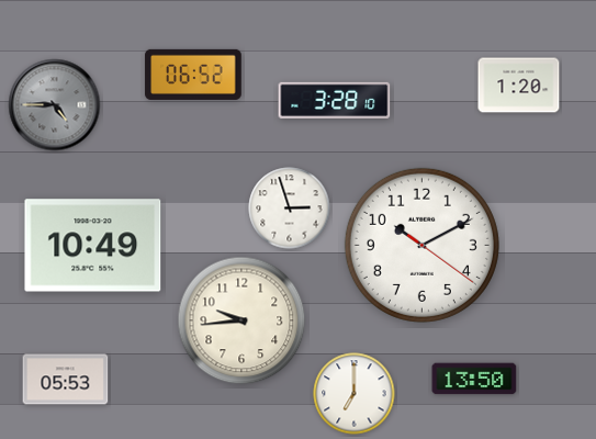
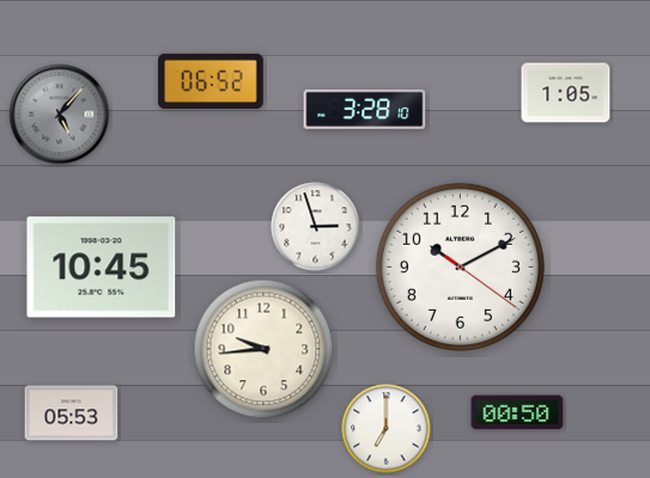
clock at (519, 86): 1:20 -> 1:05
clock at (55, 105): 4:45 -> 5:07
clock at (93, 246): 10:49 -> 10:45
clock at (474, 379): 13:50 -> 00:50
